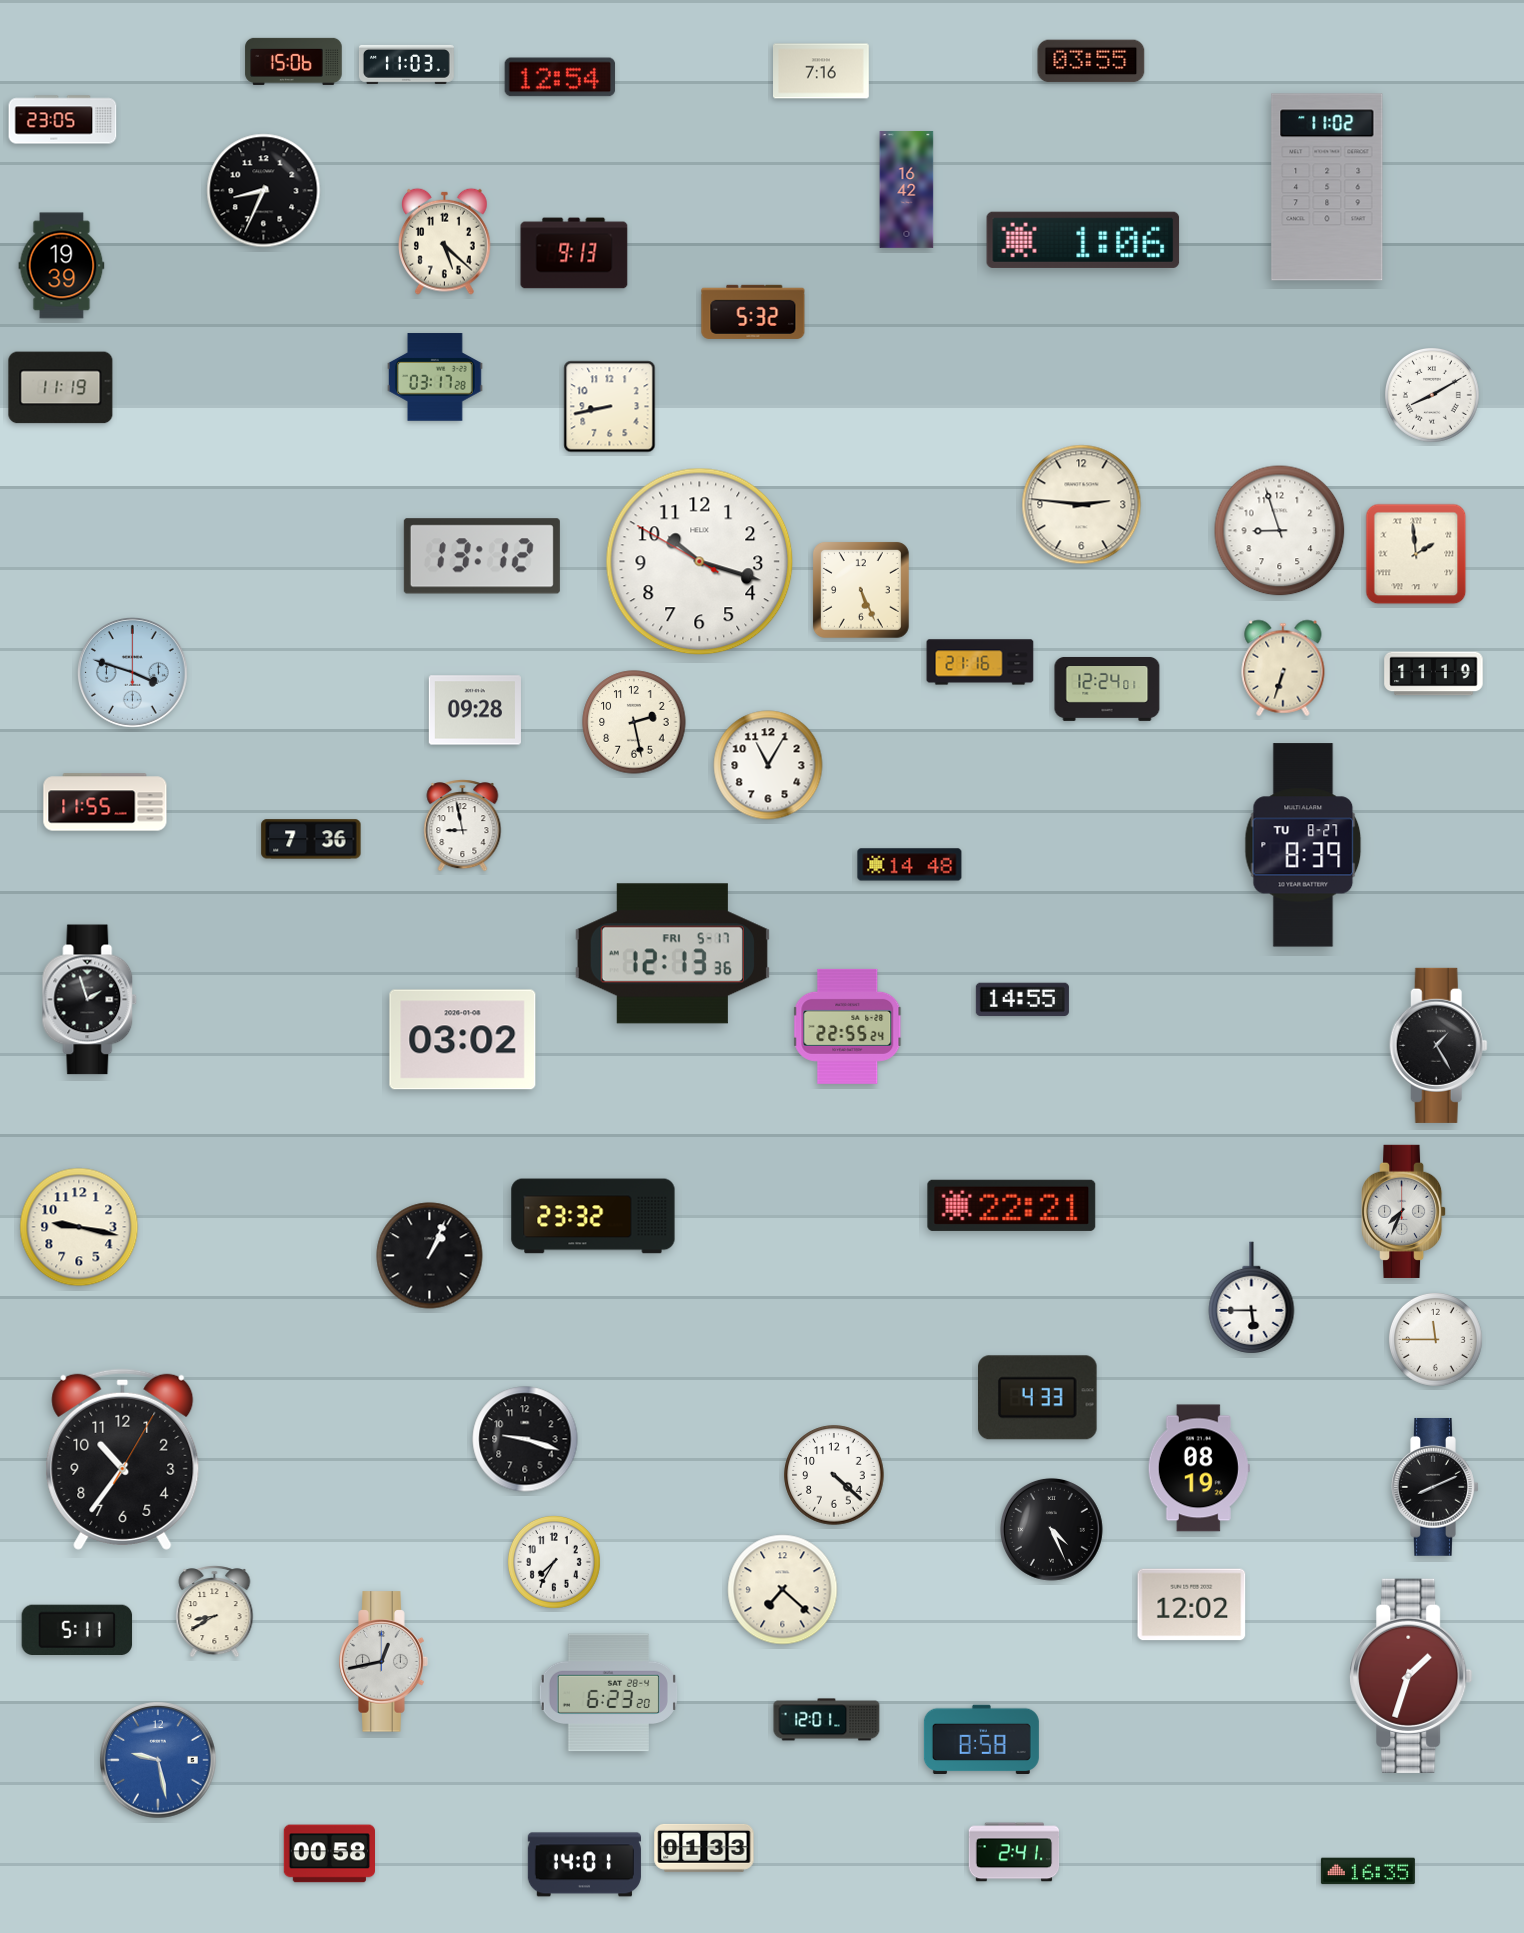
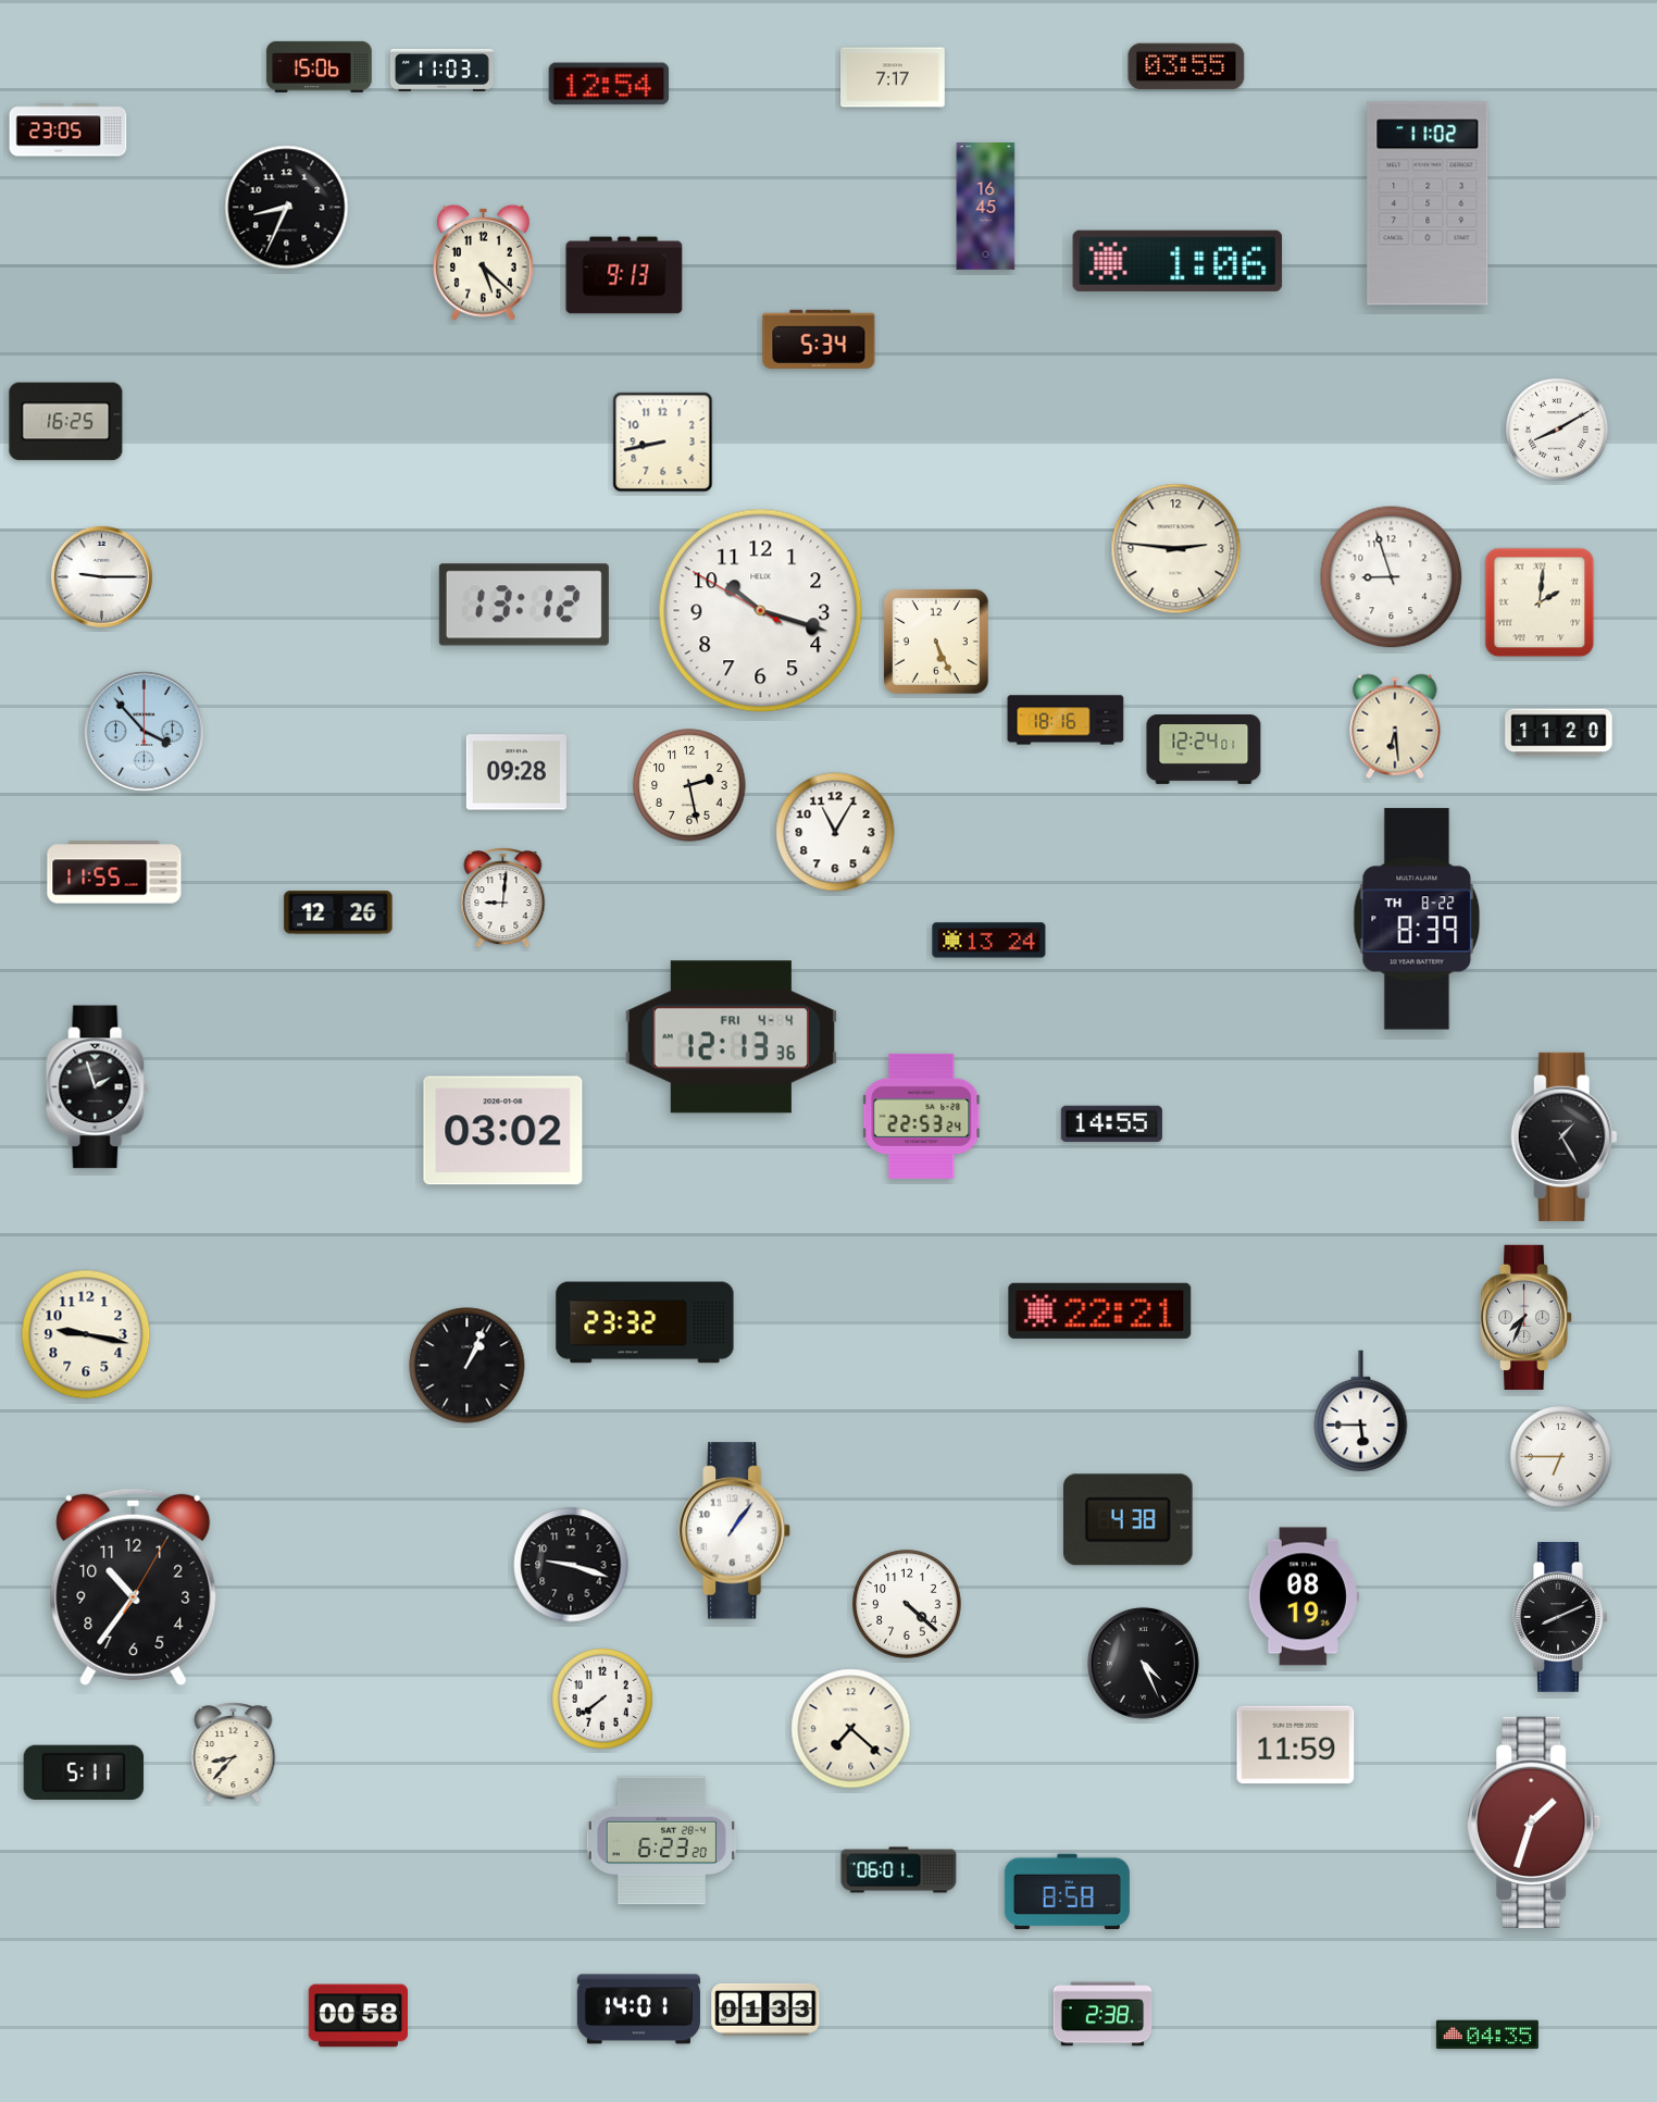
clock at (822, 71): 7:16 -> 7:17
clock at (1327, 187) position: (1327, 187) -> (1428, 203)
clock at (907, 190): 16:42 -> 16:45
clock at (62, 266): 19:39 -> none
clock at (753, 312): 5:32 -> 5:34
clock at (436, 377): 03:17 -> none
clock at (61, 388): 11:19 -> 16:25
clock at (101, 576): none -> 9:15
clock at (1416, 554): 1:59 -> 2:01
clock at (980, 662): 21:16 -> 18:16
clock at (1283, 668): 6:33 -> 6:29
clock at (133, 673): 3:48 -> 3:53
clock at (1434, 674): 11:19 -> 11:20
clock at (463, 826): 8:58 -> 9:01
clock at (311, 839): 7:36 -> 12:26
clock at (1303, 845) date: TU 8-27 -> TH 8-22
clock at (910, 865): 14:48 -> 13:24
clock at (672, 954) date: FRI 5-17 -> FRI 4-4
clock at (1022, 1000) position: (1022, 1000) -> (1111, 1124)
clock at (848, 1026): 22:55 -> 22:53
clock at (1435, 1339): 11:45 -> 6:45
clock at (1038, 1398): 4:33 -> 4:38
clock at (736, 1531): none -> 1:06
clock at (554, 1562): 7:35 -> 7:39
clock at (1192, 1605): 12:02 -> 11:59
clock at (215, 1612): 8:40 -> 8:37
clock at (384, 1662): 12:43 -> none
clock at (827, 1720): 12:01 -> 06:01
clock at (158, 1760): 9:28 -> none
clock at (1014, 1852): 2:41 -> 2:38
clock at (584, 1865) position: (584, 1865) -> (638, 2010)
clock at (1368, 1871): 16:35 -> 04:35
